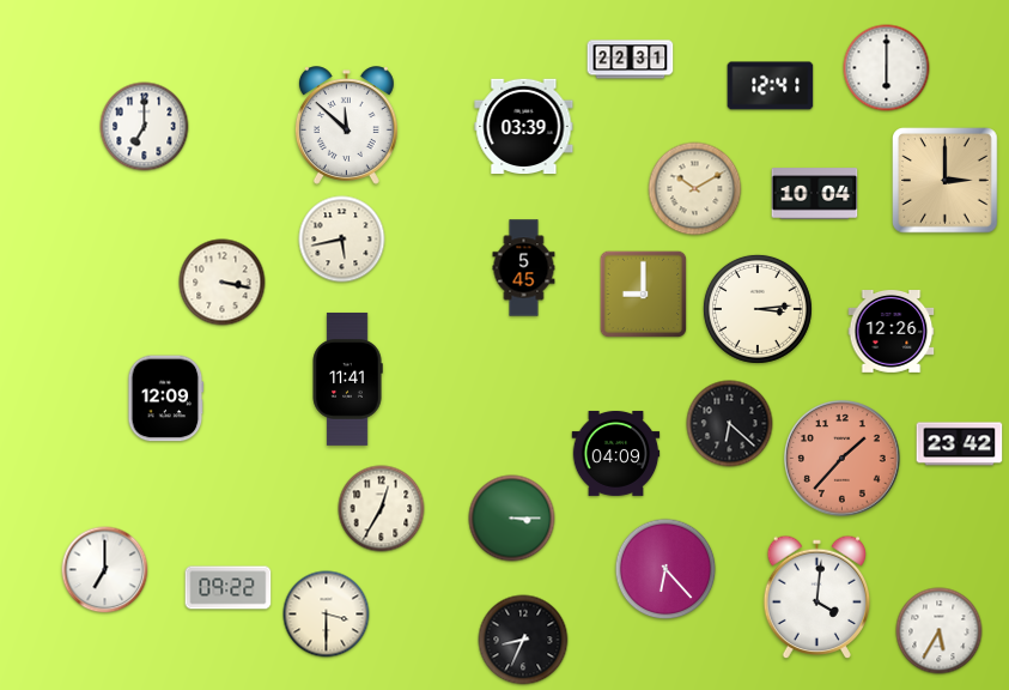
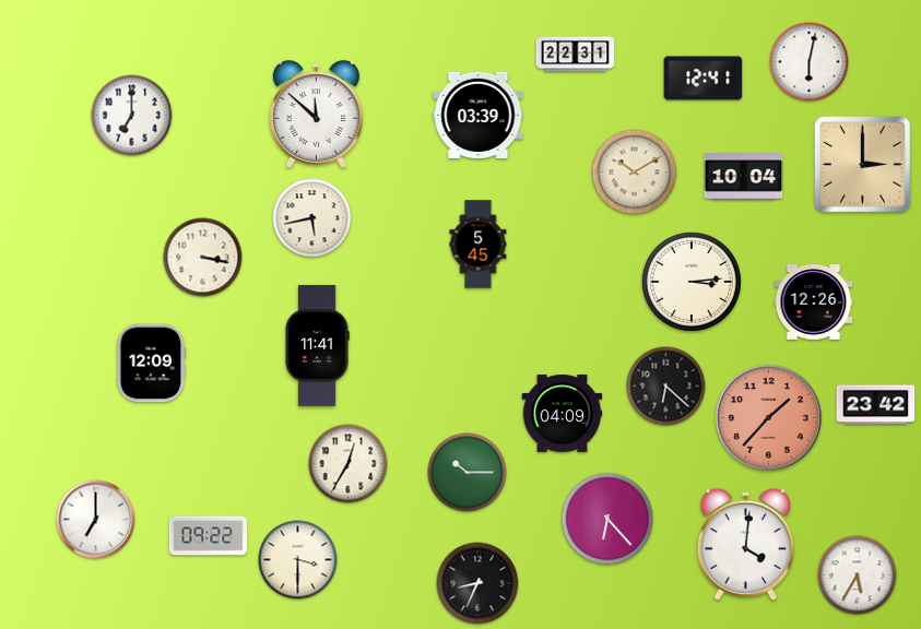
clock at (887, 68): 6:00 -> 6:02
clock at (644, 295): 9:00 -> none
clock at (512, 519): 3:15 -> 10:15
